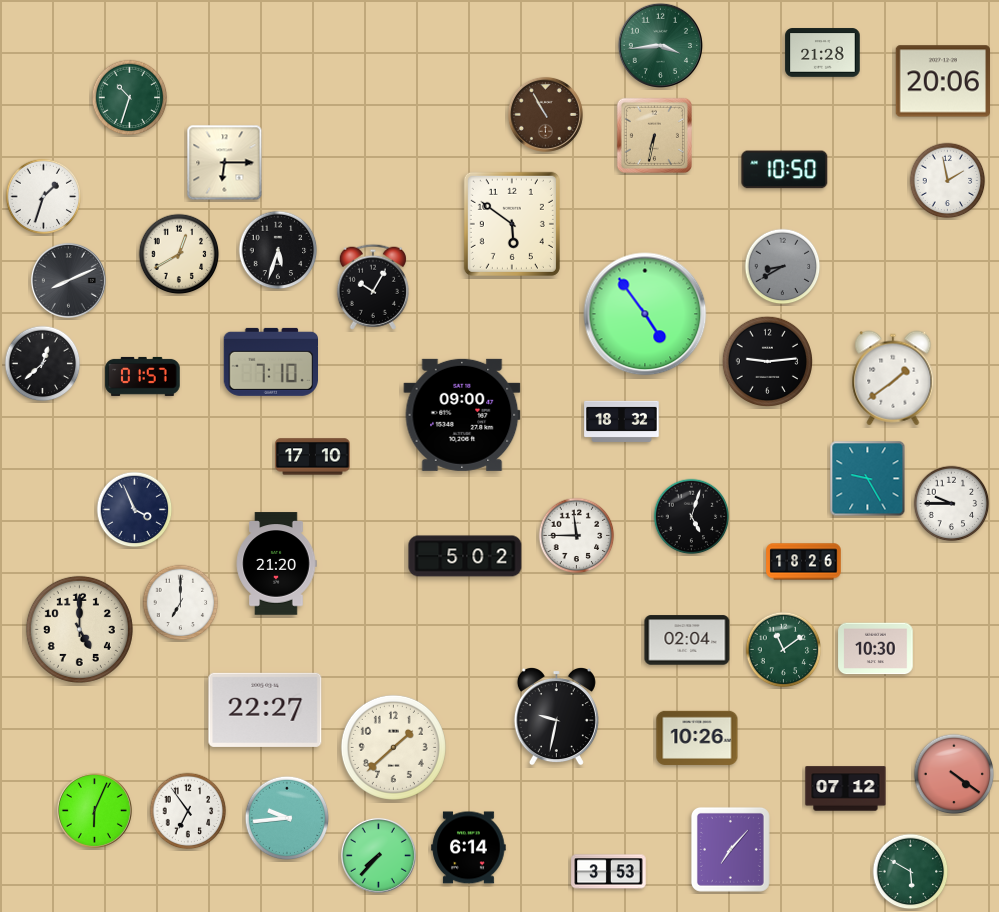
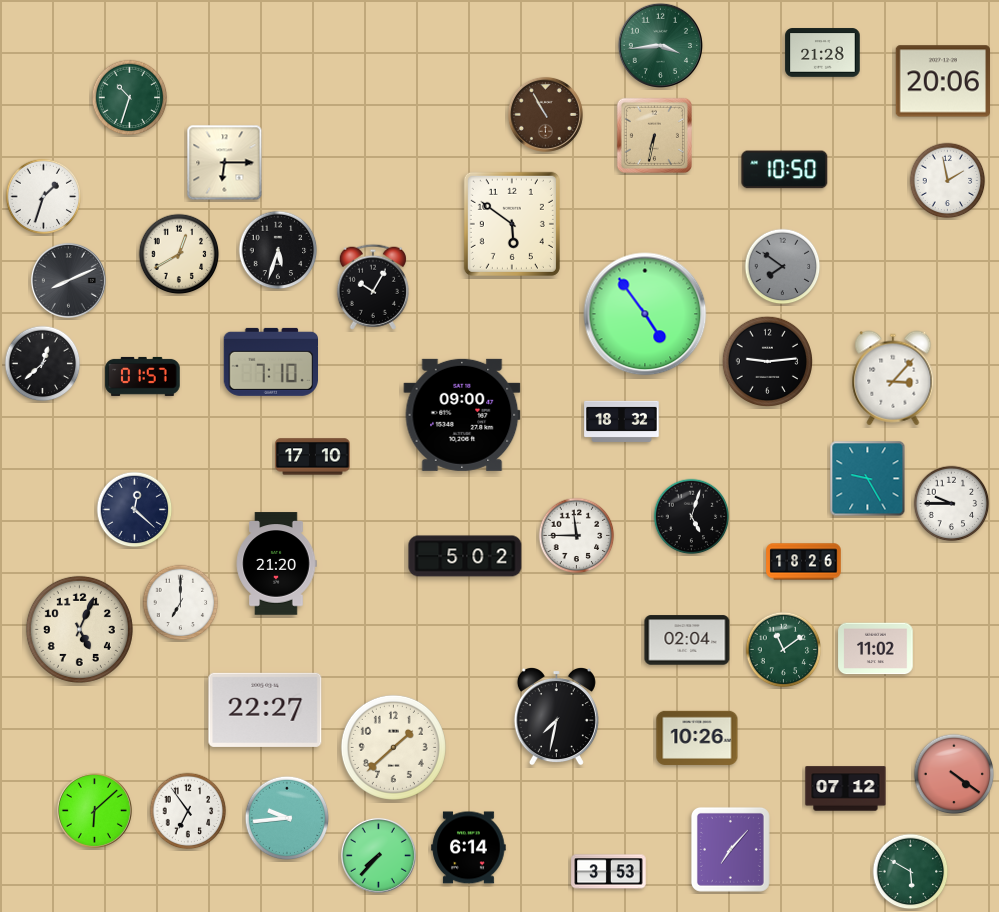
clock at (783, 267): 8:40 -> 7:51
clock at (893, 378): 1:39 -> 3:07
clock at (135, 510): 3:56 -> 12:22
clock at (79, 629): 5:00 -> 5:04
clock at (876, 649): 10:30 -> 11:02
clock at (556, 717): 9:32 -> 7:32
clock at (94, 810): 6:04 -> 6:08
